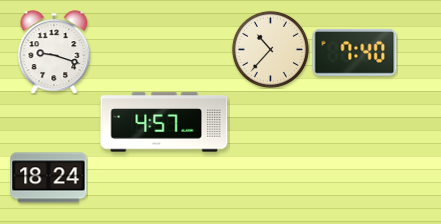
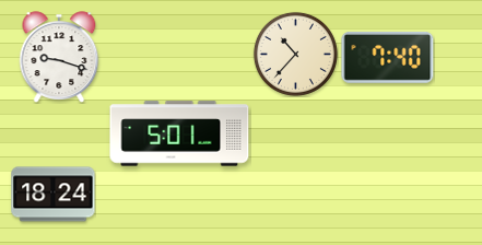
clock at (164, 122): 4:57 -> 5:01
